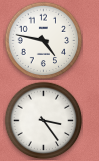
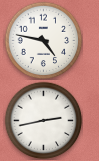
clock at (43, 120): 3:24 -> 2:43
